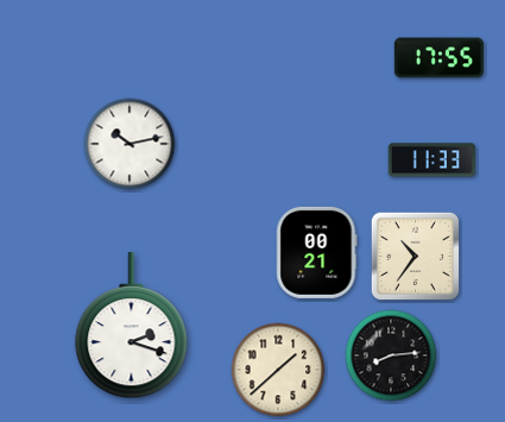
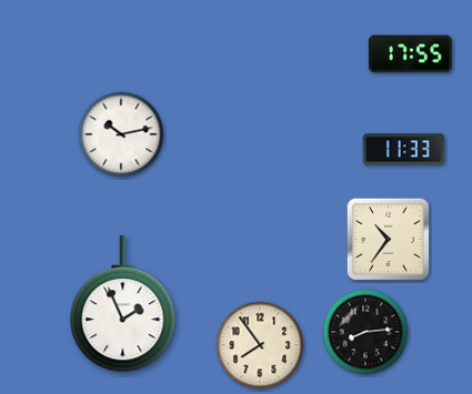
clock at (317, 252): 00:21 -> none
clock at (132, 326): 2:18 -> 1:56
clock at (278, 370): 1:38 -> 7:54
